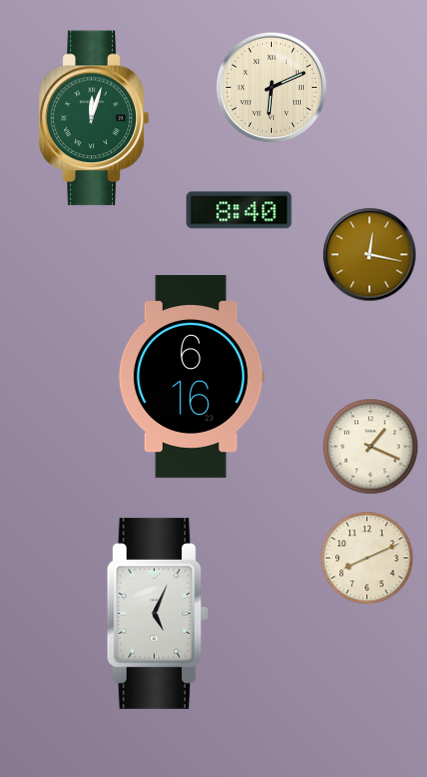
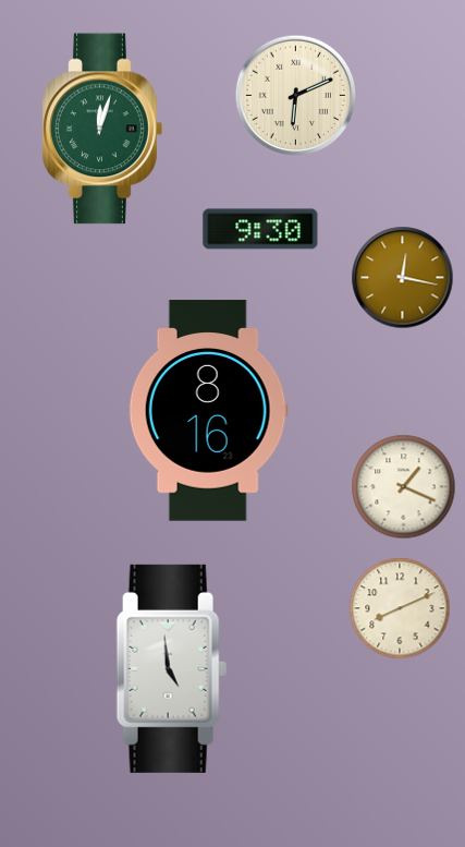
clock at (239, 210): 8:40 -> 9:30
clock at (191, 377): 6:16 -> 8:16
clock at (157, 613): 5:04 -> 4:59
